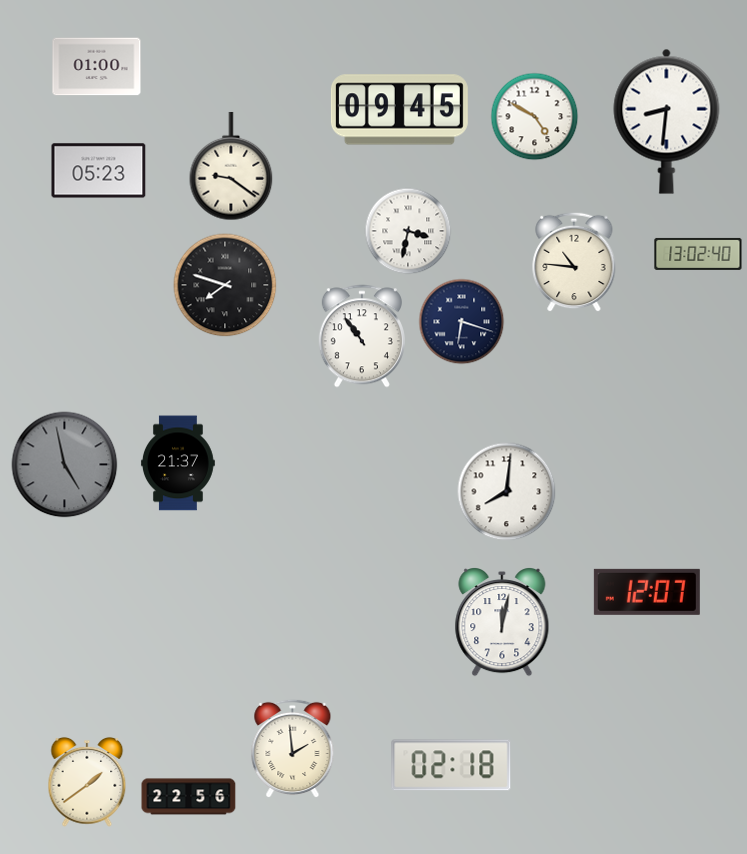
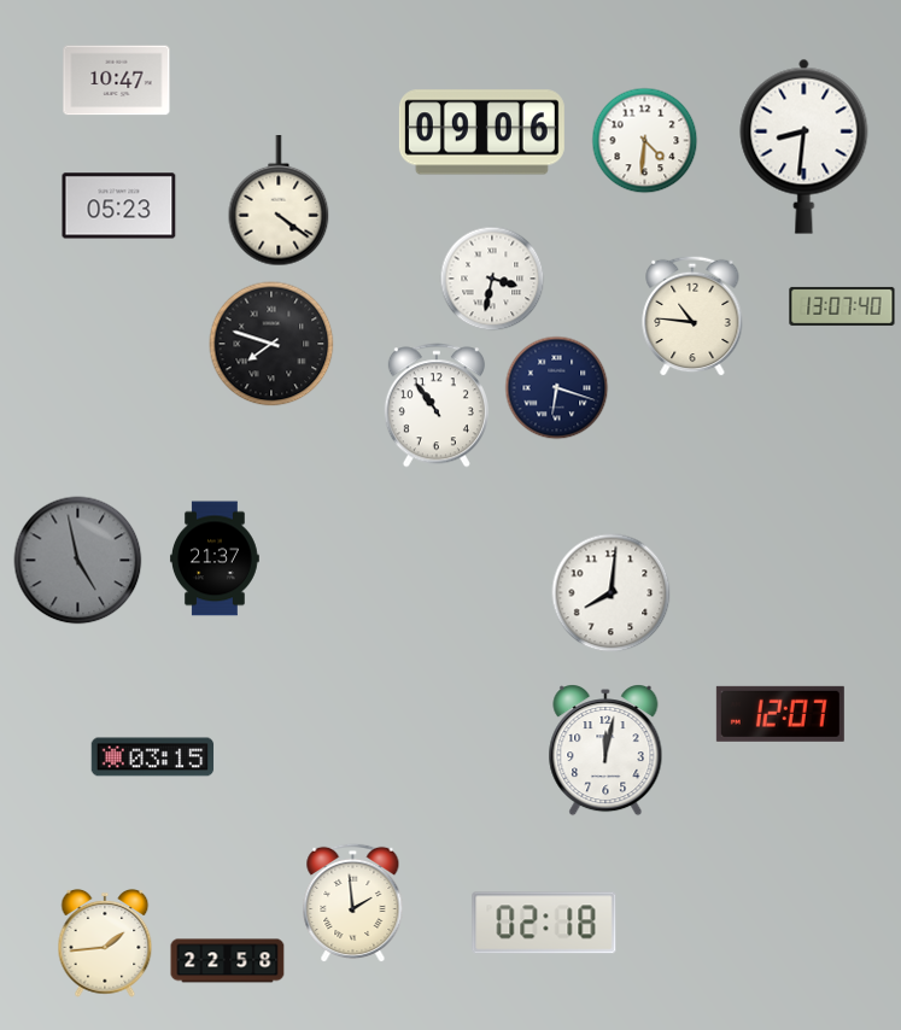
clock at (97, 67): 01:00 -> 10:47
clock at (399, 110): 09:45 -> 09:06
clock at (535, 117): 4:50 -> 4:31
clock at (231, 166): 9:21 -> 4:21
clock at (698, 254): 13:02 -> 13:07
clock at (153, 757): none -> 03:15
clock at (87, 782): 1:39 -> 1:44
clock at (189, 797): 22:56 -> 22:58
